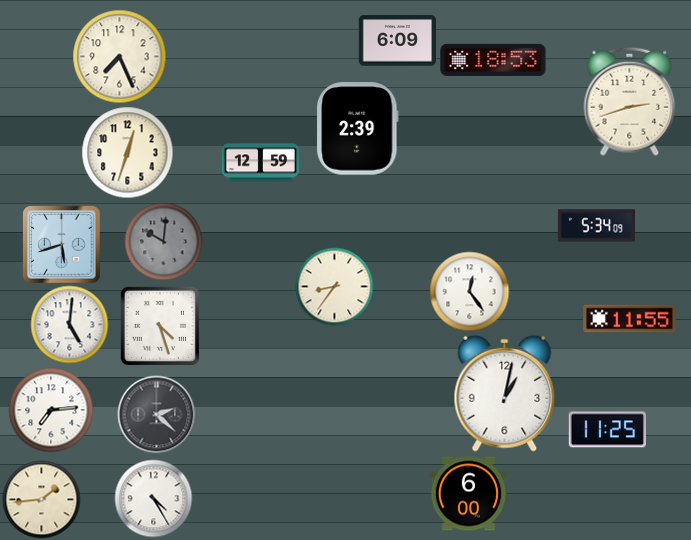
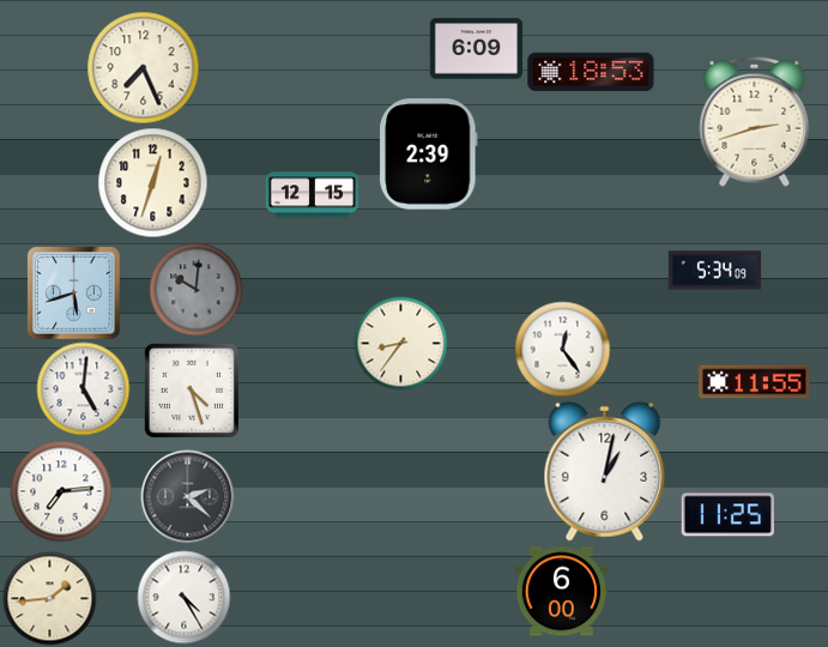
clock at (260, 163): 12:59 -> 12:15
